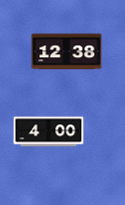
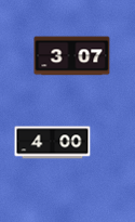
clock at (67, 52): 12:38 -> 3:07
